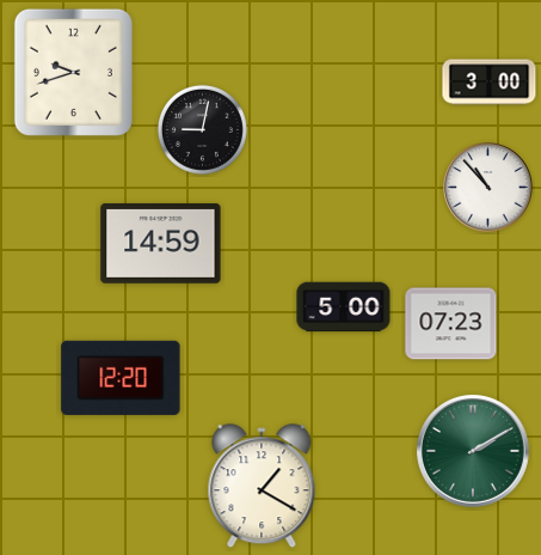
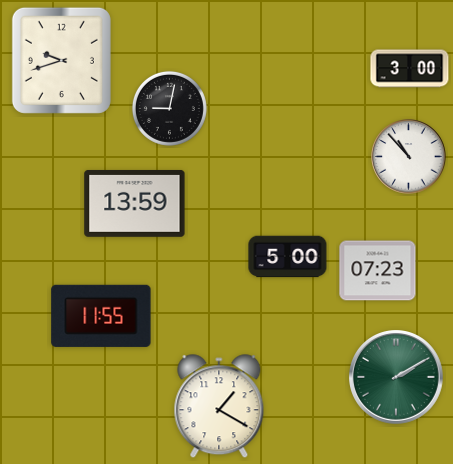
clock at (161, 244): 14:59 -> 13:59
clock at (121, 378): 12:20 -> 11:55
